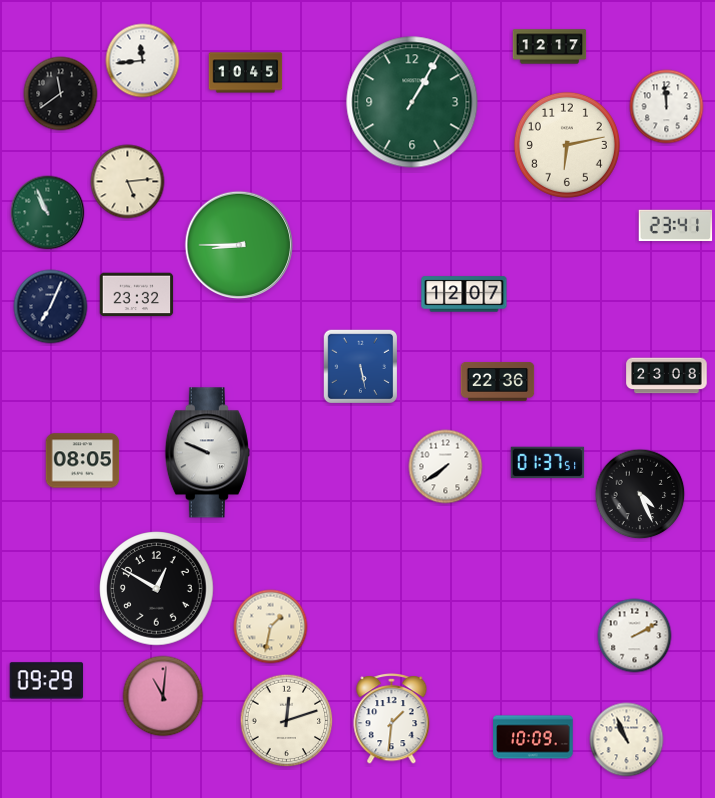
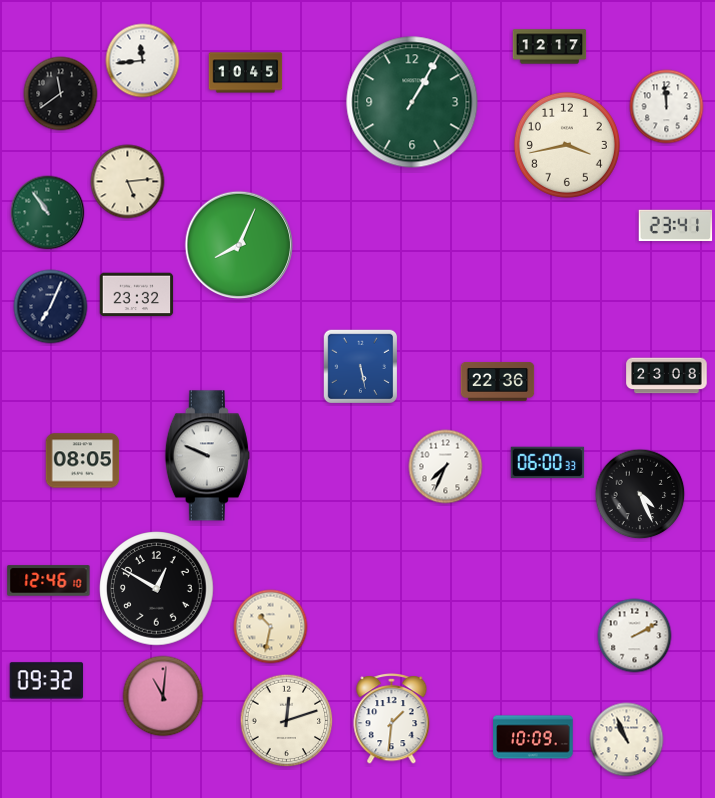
clock at (567, 145): 6:13 -> 3:43
clock at (48, 213): 10:56 -> 10:54
clock at (239, 245): 8:45 -> 8:04
clock at (464, 294): 12:07 -> none
clock at (207, 453) position: (207, 453) -> (207, 456)
clock at (548, 463): 01:37 -> 06:00
clock at (446, 467): 7:39 -> 7:34
clock at (49, 581): none -> 12:46
clock at (271, 627): 1:32 -> 10:32
clock at (47, 681): 09:29 -> 09:32
